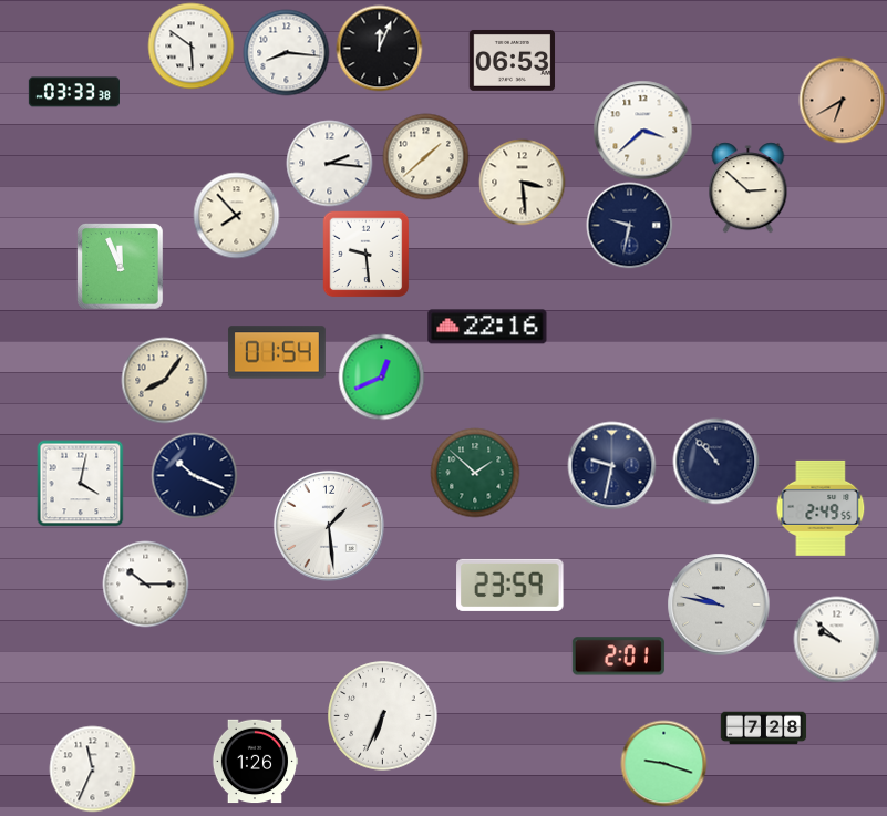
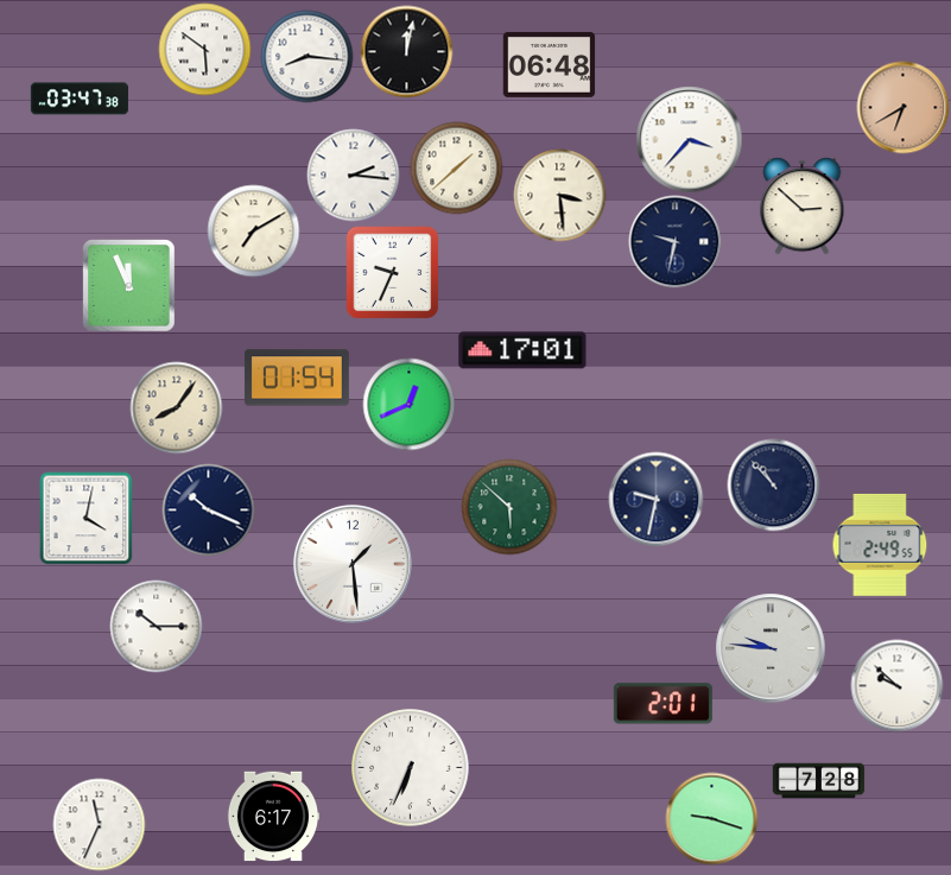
clock at (379, 48): 12:04 -> 12:02
clock at (512, 60): 06:53 -> 06:48
clock at (74, 92): 03:33 -> 03:47
clock at (642, 130): 3:38 -> 3:37
clock at (749, 187) position: (749, 187) -> (803, 205)
clock at (236, 215): 7:53 -> 7:10
clock at (365, 254): 9:29 -> 9:34
clock at (487, 327): 22:16 -> 17:01
clock at (715, 461) position: (715, 461) -> (773, 484)
clock at (475, 473): 1:52 -> 5:52
clock at (510, 585): 23:59 -> none
clock at (719, 605): 9:47 -> 9:46
clock at (255, 762): 1:26 -> 6:17
